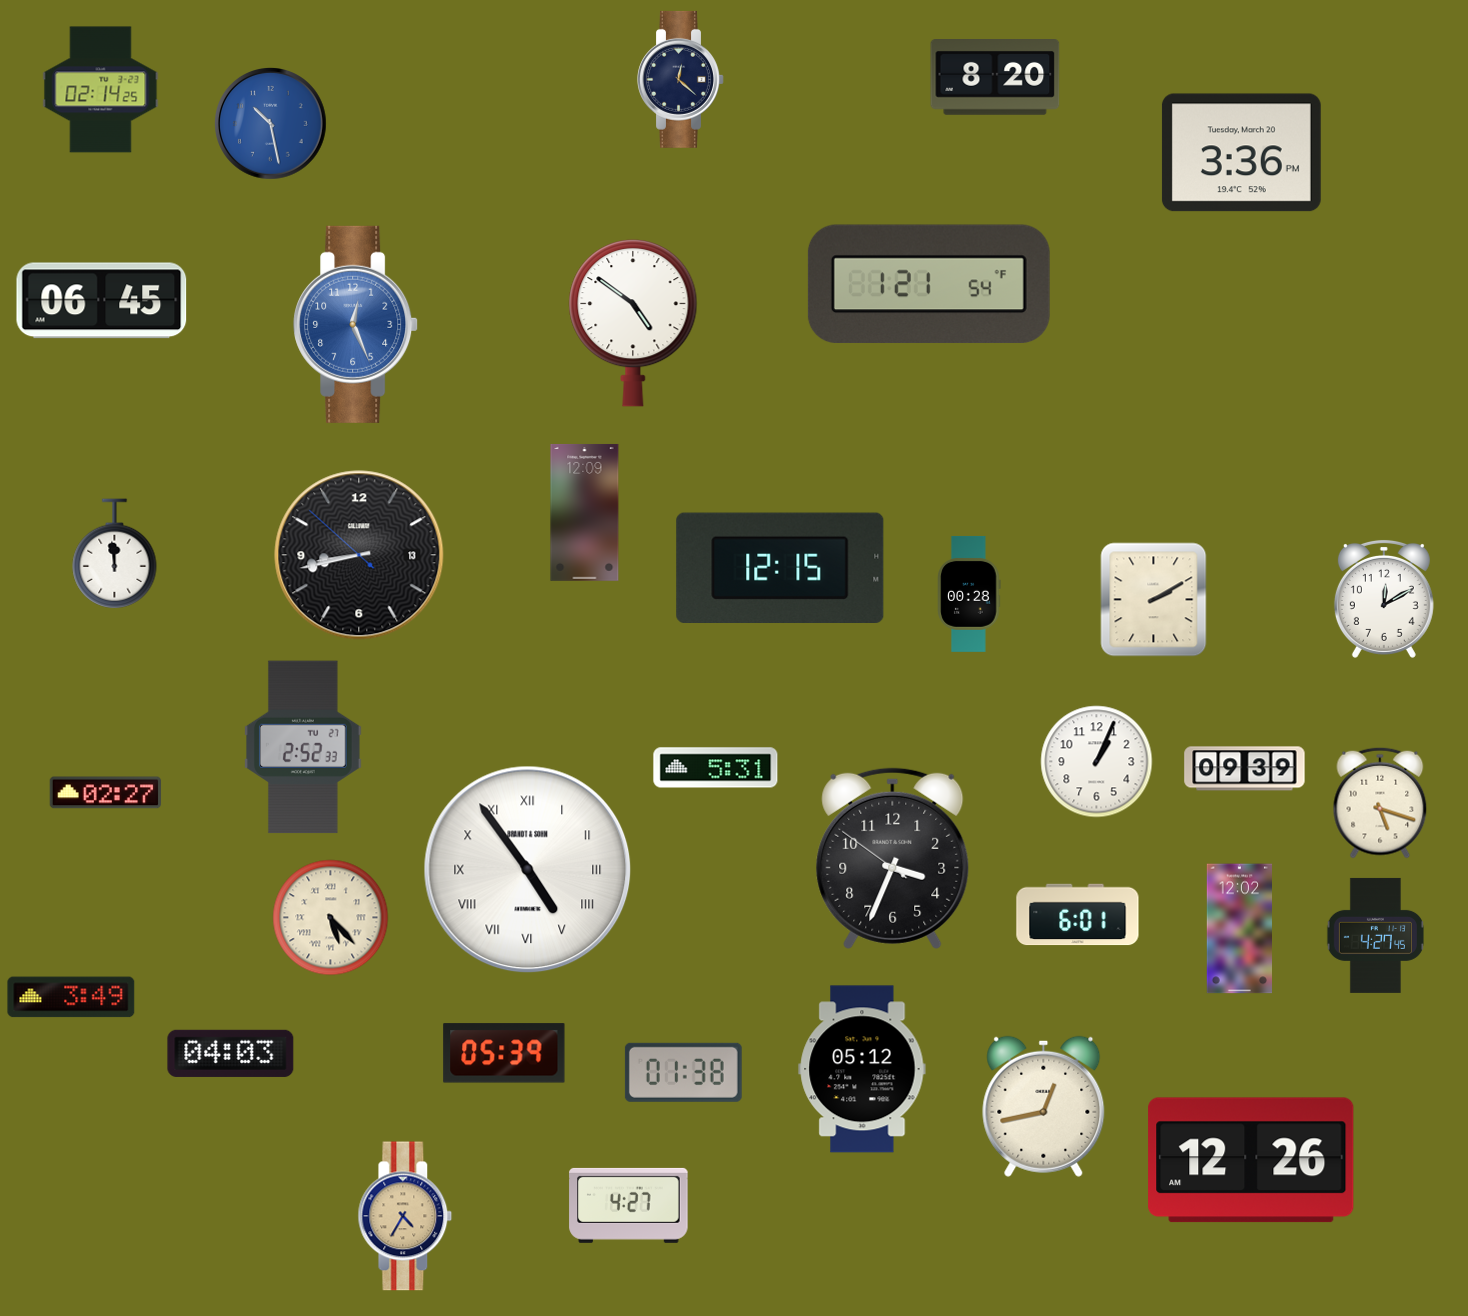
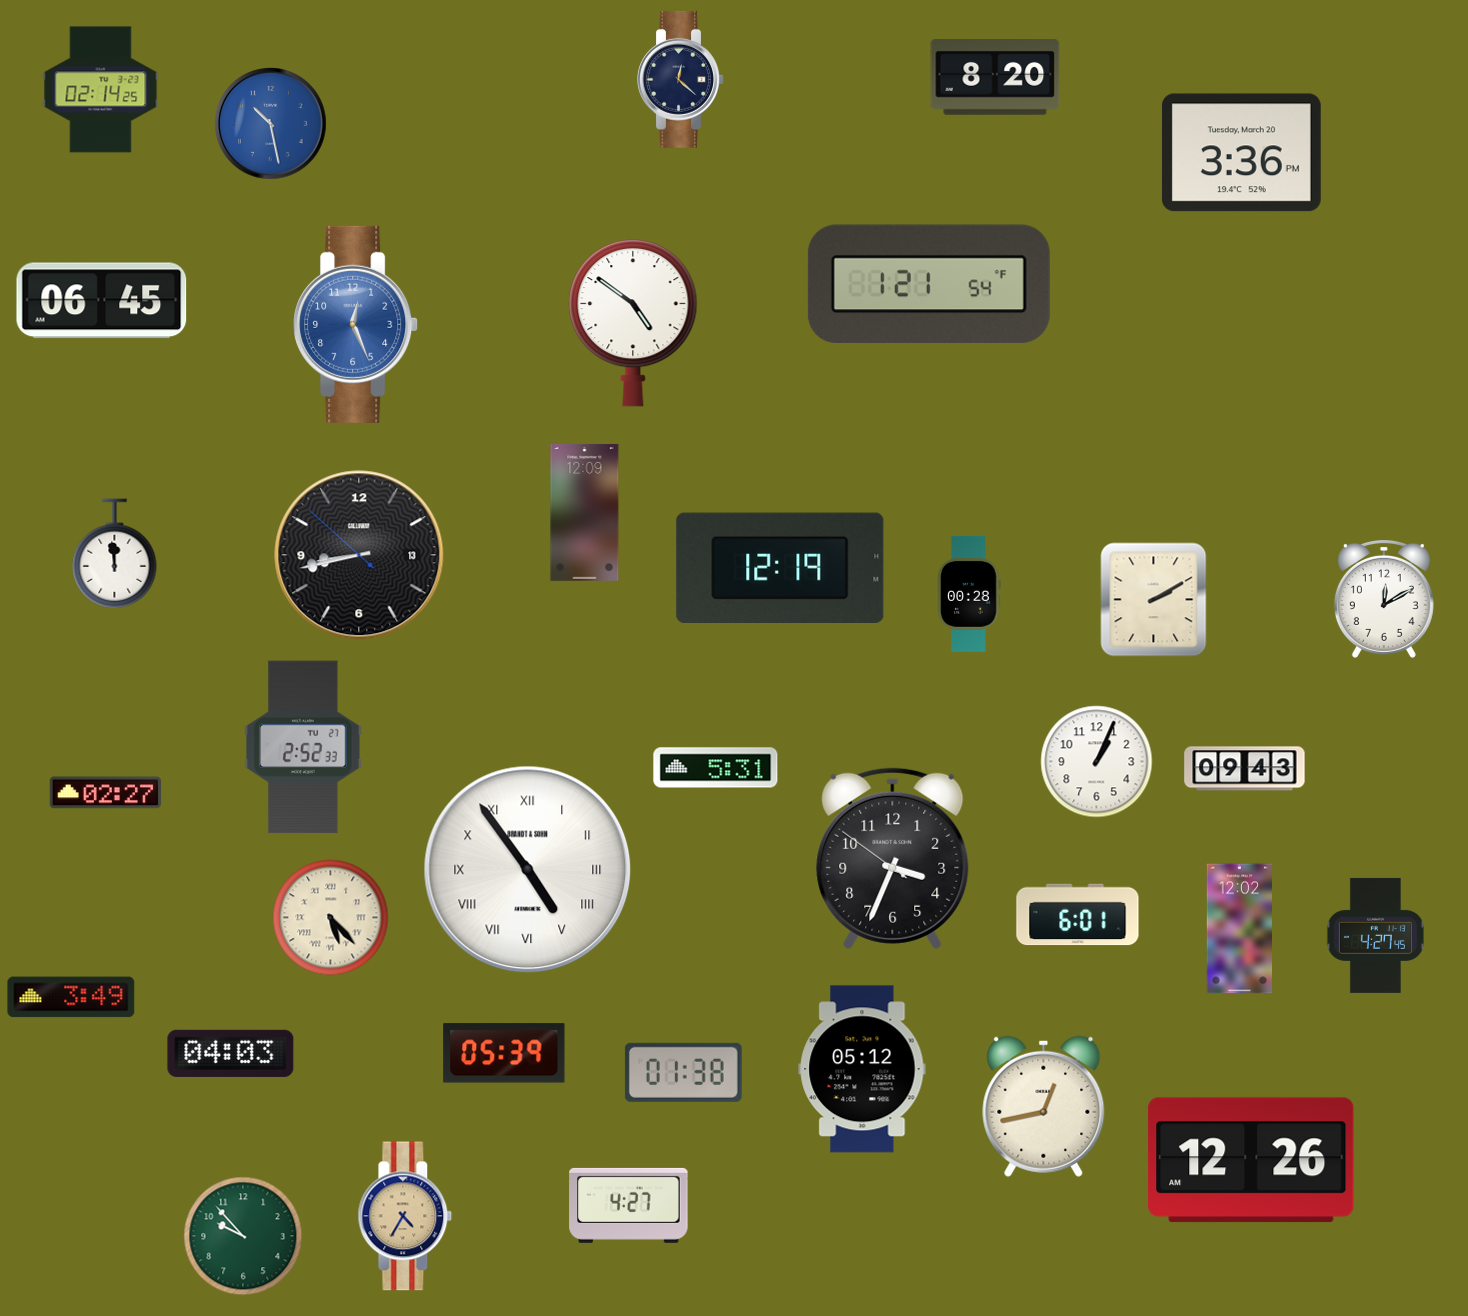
clock at (780, 567): 12:15 -> 12:19
clock at (1245, 769): 09:39 -> 09:43
clock at (1380, 803): 5:18 -> none
clock at (243, 1236): none -> 9:53
